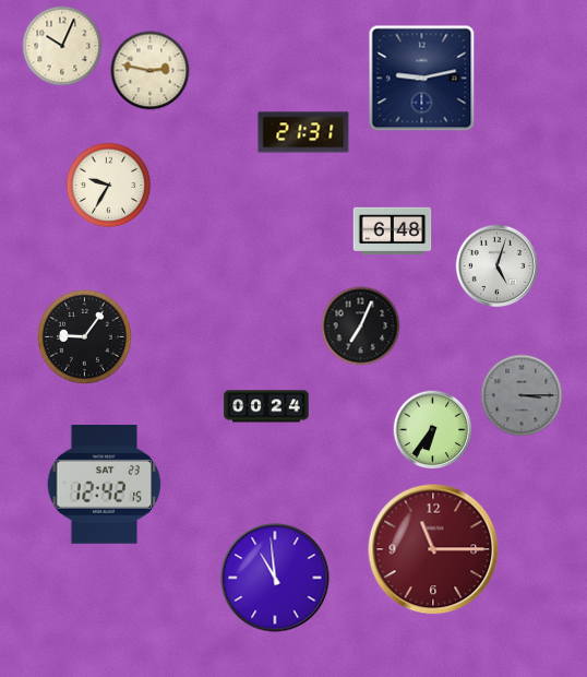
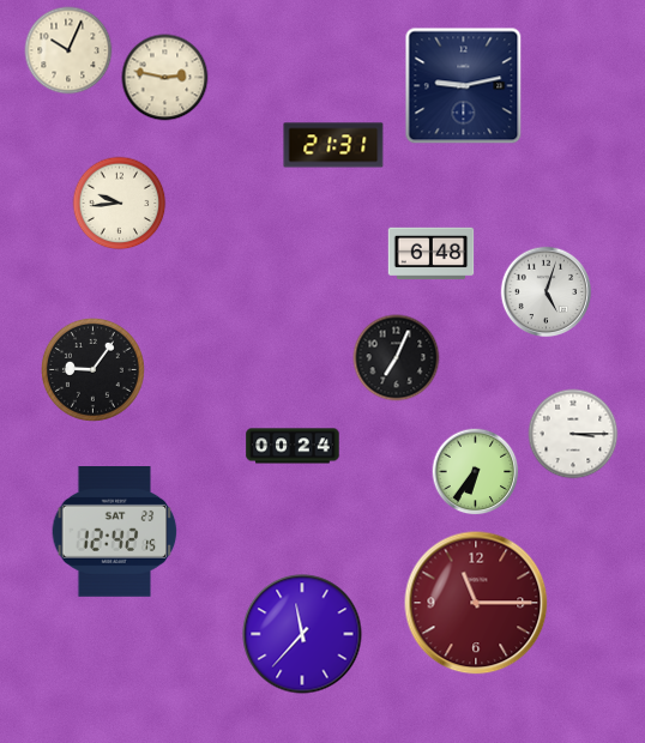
clock at (109, 186): 9:35 -> 9:44
clock at (522, 395) dial: grey -> white
clock at (275, 578): 10:59 -> 11:37
